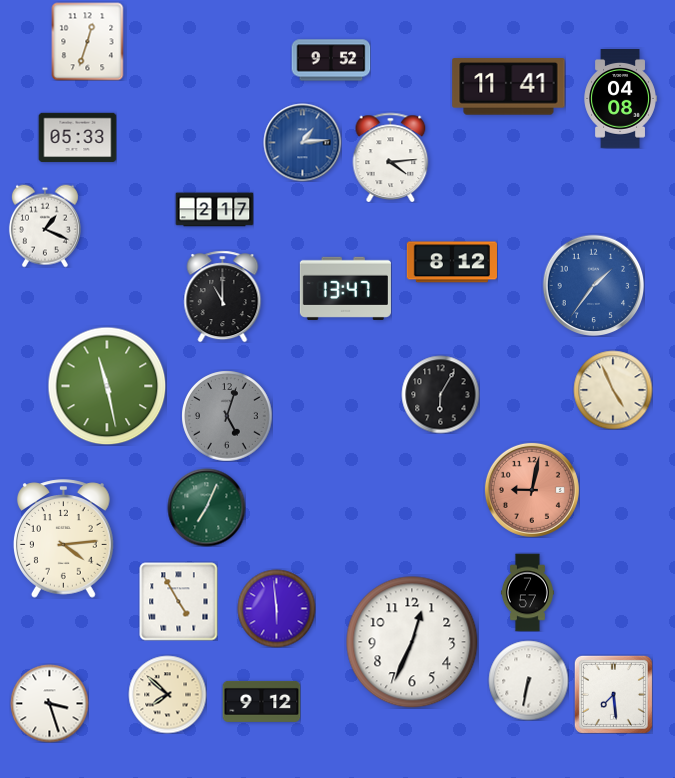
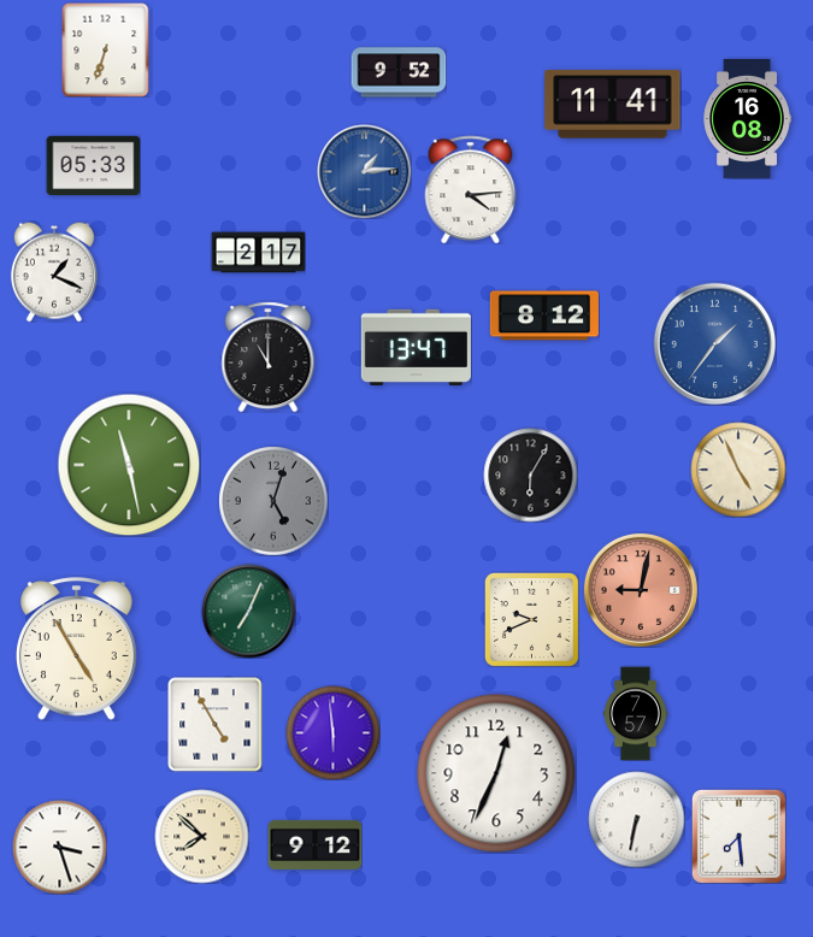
clock at (88, 41): 12:33 -> 6:33
clock at (620, 99): 04:08 -> 16:08
clock at (531, 619): none -> 9:41
clock at (64, 539): 4:14 -> 4:55
